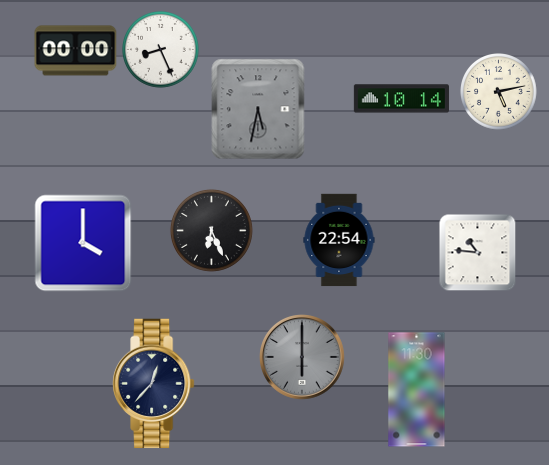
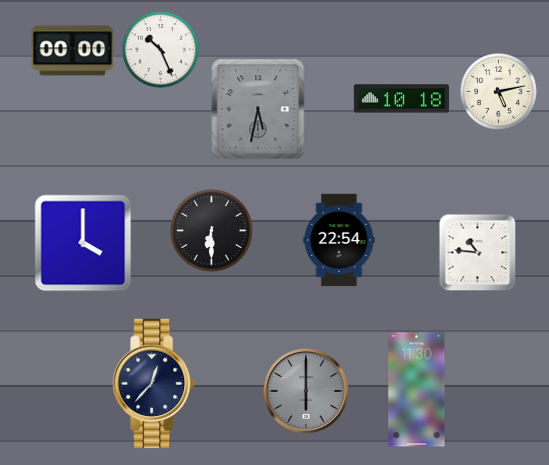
clock at (161, 50): 8:26 -> 10:26
clock at (76, 51) position: (76, 51) -> (73, 51)
clock at (401, 99): 10:14 -> 10:18
clock at (211, 230): 6:26 -> 6:30
clock at (303, 358) position: (303, 358) -> (307, 392)
